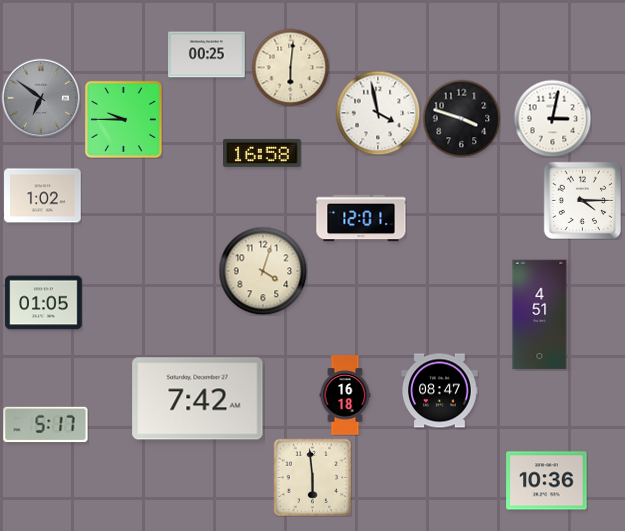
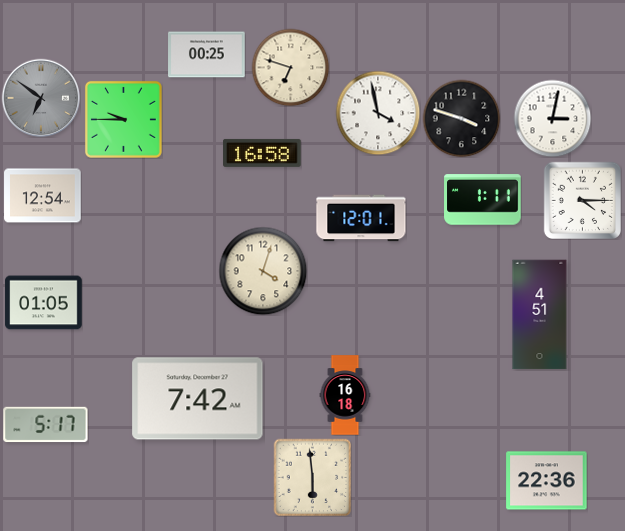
clock at (290, 67): 6:01 -> 6:48
clock at (43, 196): 1:02 -> 12:54
clock at (483, 200): none -> 1:11
clock at (440, 391): 08:47 -> none
clock at (547, 481): 10:36 -> 22:36
